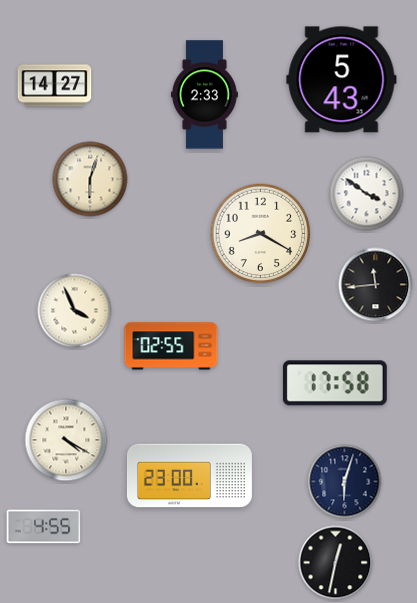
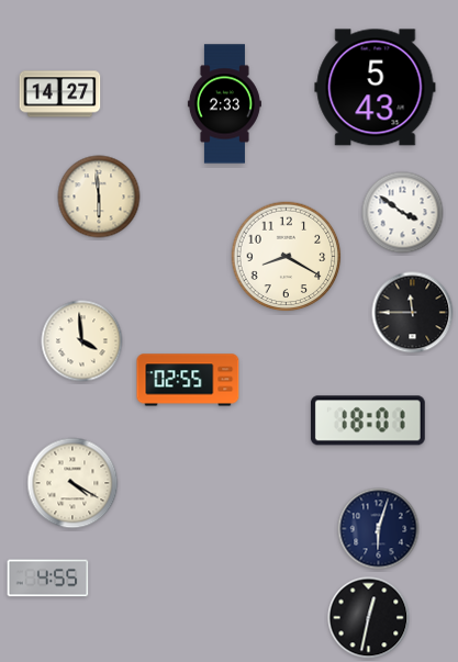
clock at (90, 179): 6:03 -> 5:59
clock at (376, 285): 11:44 -> 11:45
clock at (75, 311): 3:56 -> 3:59
clock at (335, 383): 17:58 -> 18:01
clock at (189, 476): 23:00 -> none
